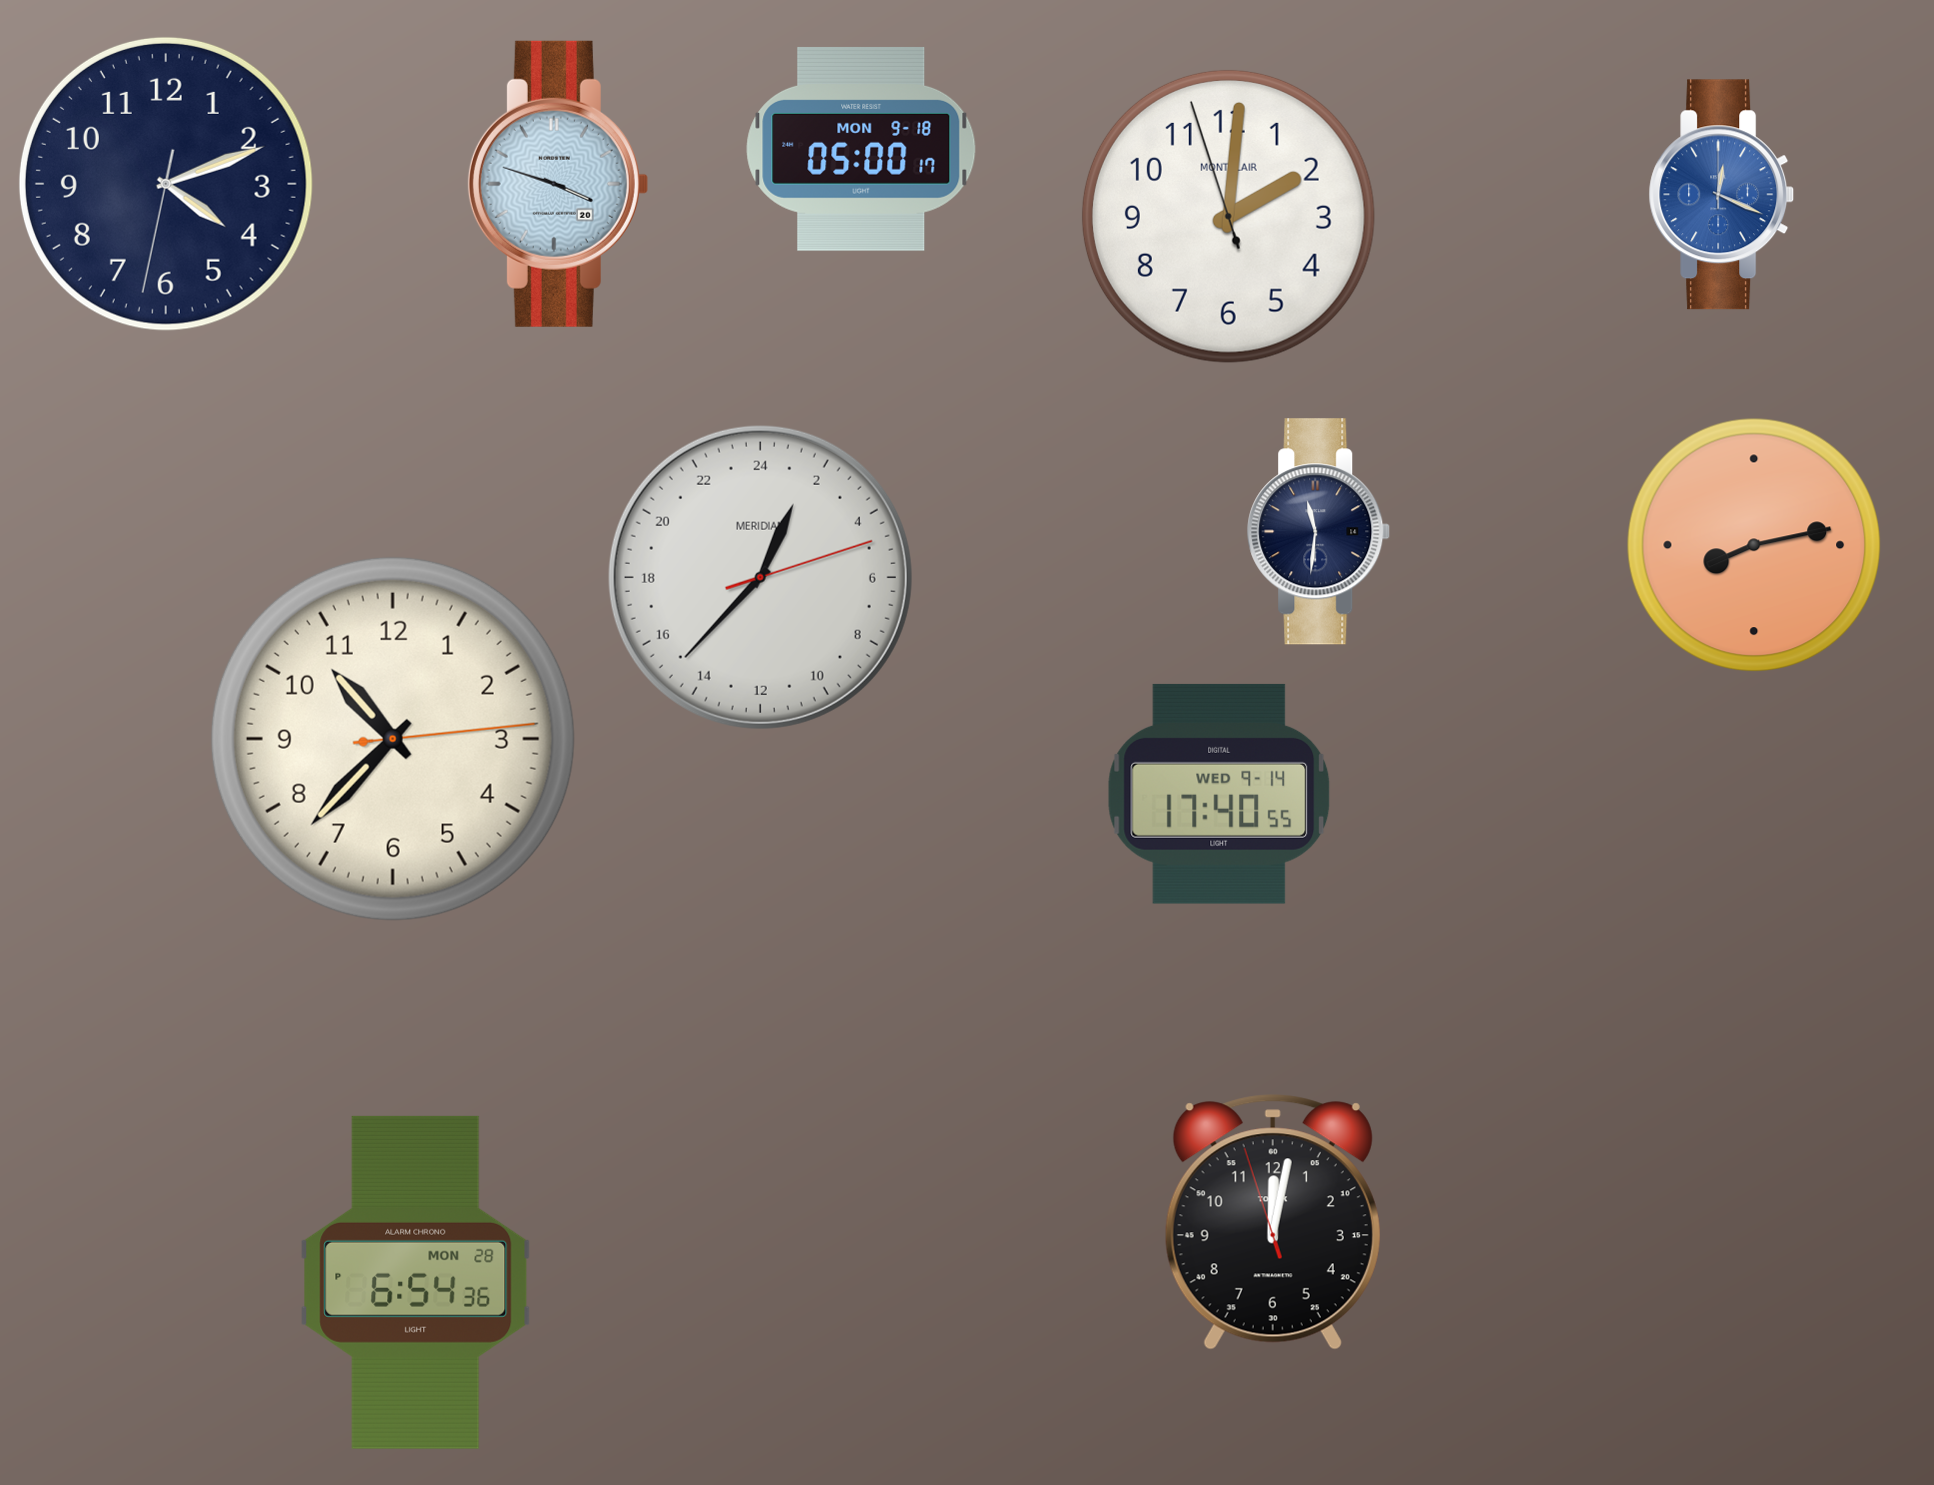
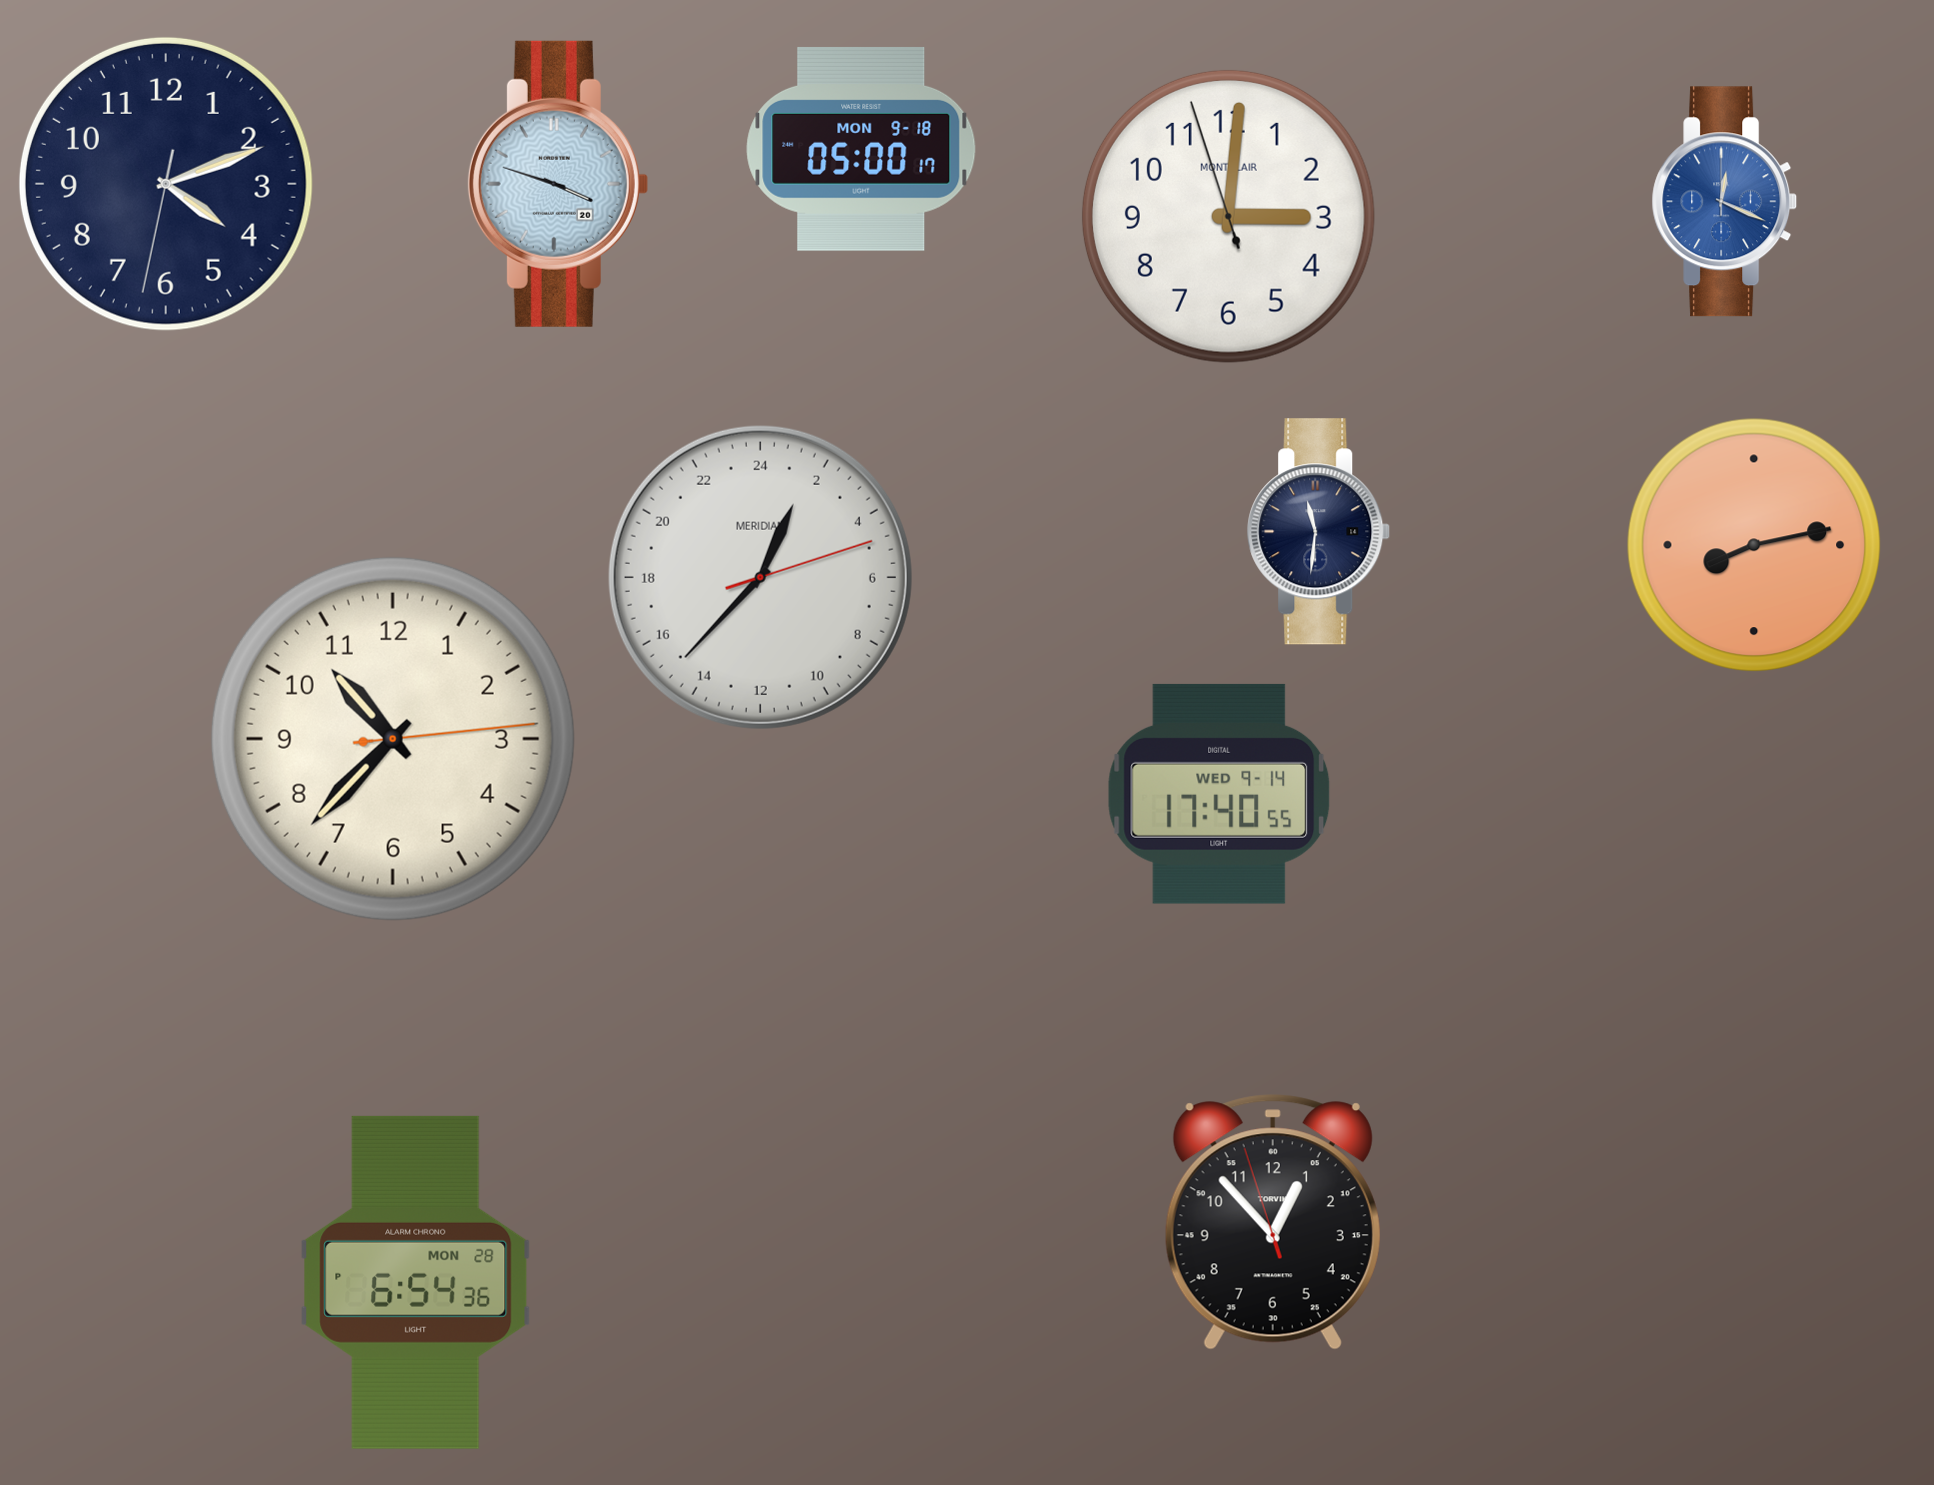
clock at (1722, 195) position: (1722, 195) -> (1725, 202)
clock at (1228, 216): 2:00 -> 3:00
clock at (1273, 1222): 12:01 -> 12:52
